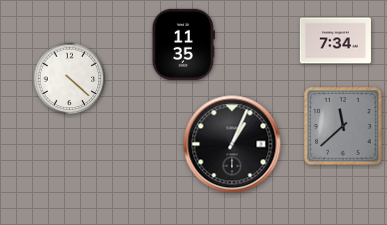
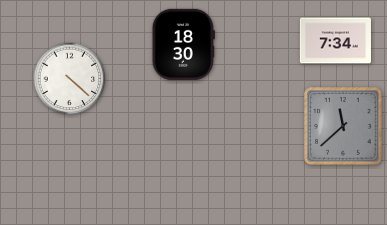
clock at (183, 44): 11:35 -> 18:30
clock at (232, 144): 1:04 -> none
